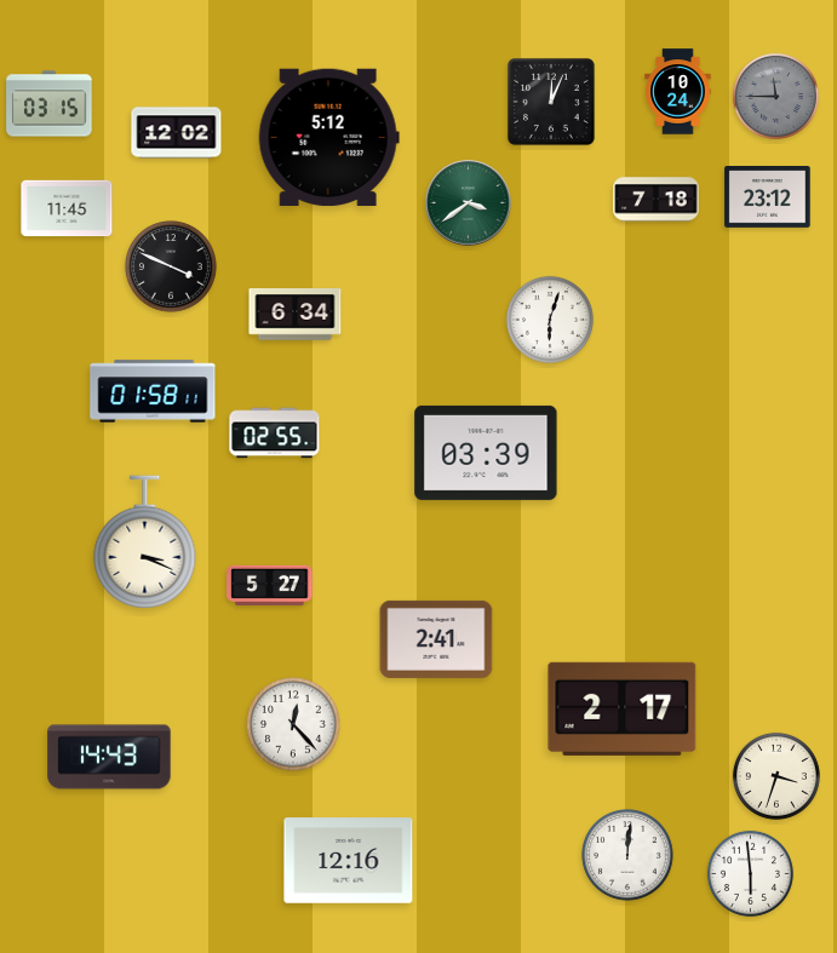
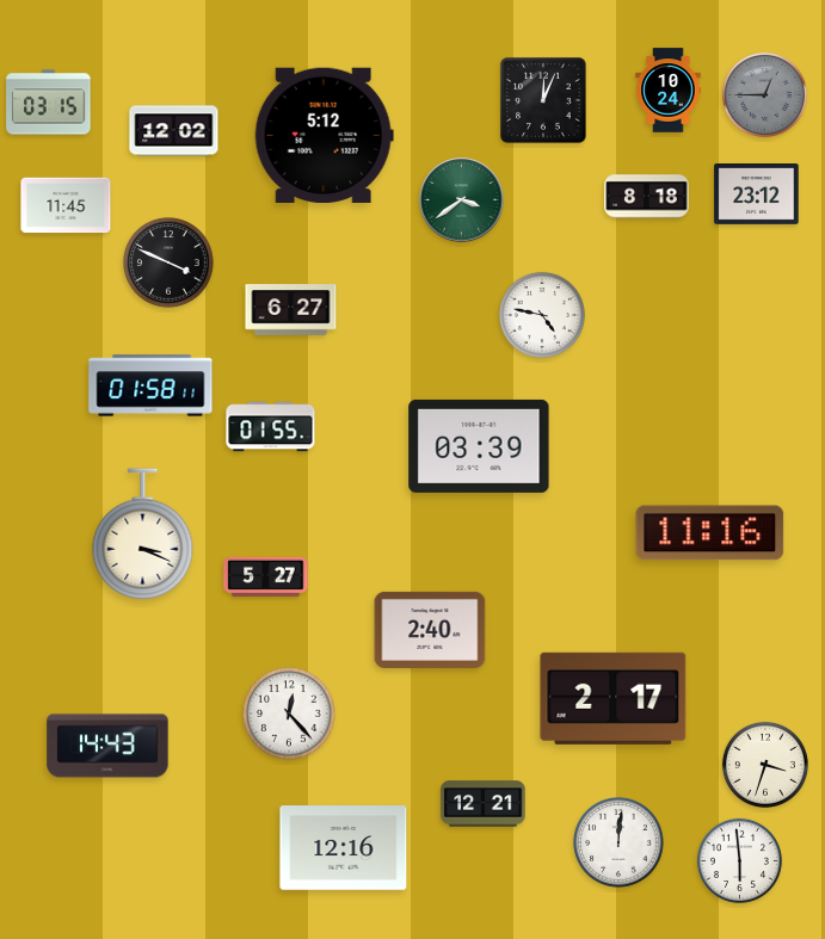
clock at (775, 96): 11:45 -> 12:45
clock at (657, 200): 7:18 -> 8:18
clock at (296, 315): 6:34 -> 6:27
clock at (550, 320): 6:03 -> 4:47
clock at (275, 434): 02:55 -> 01:55
clock at (710, 533): none -> 11:16
clock at (436, 639): 2:41 -> 2:40
clock at (484, 804): none -> 12:21
